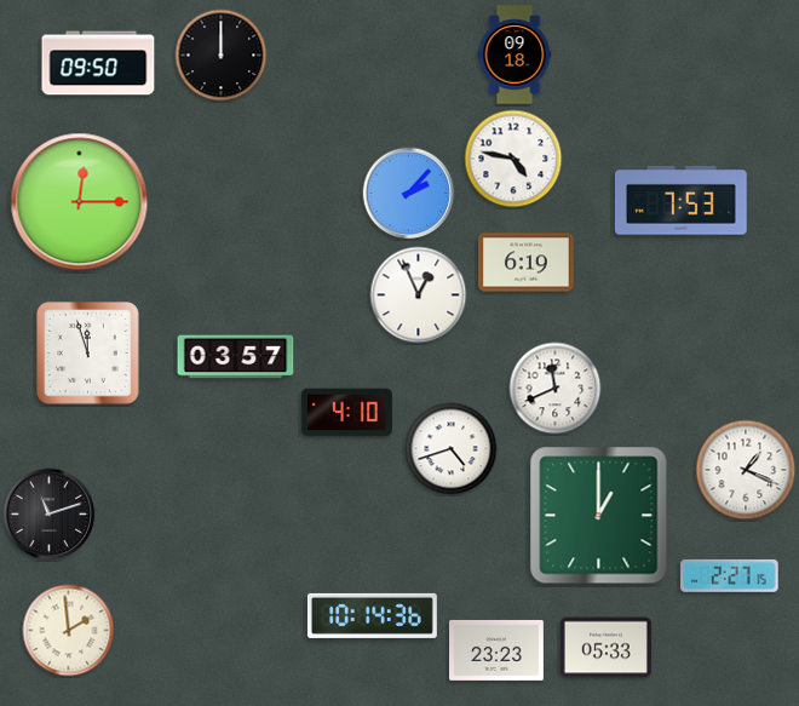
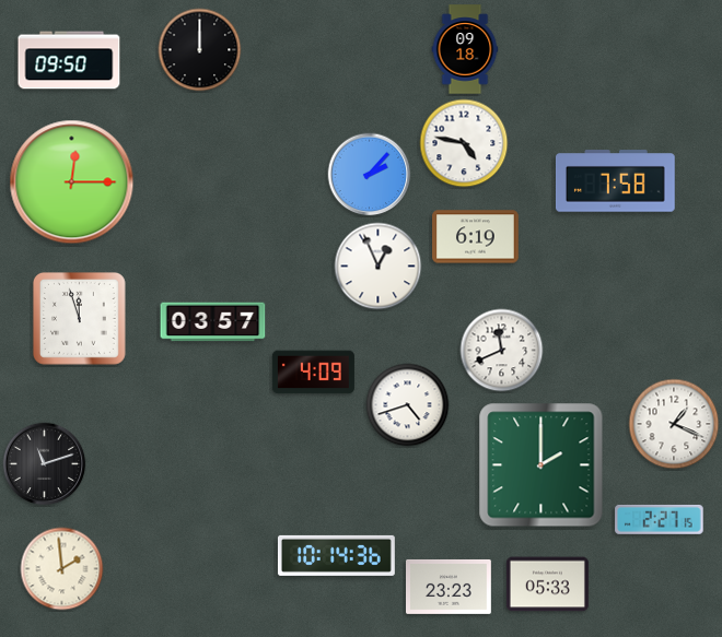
clock at (98, 63) position: (98, 63) -> (69, 60)
clock at (682, 201): 7:53 -> 7:58
clock at (346, 413): 4:10 -> 4:09
clock at (599, 516): 1:00 -> 2:00
